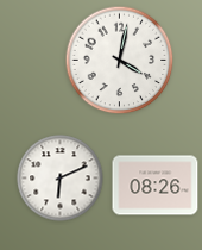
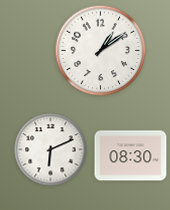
clock at (120, 61): 4:02 -> 1:09
clock at (156, 186): 08:26 -> 08:30
